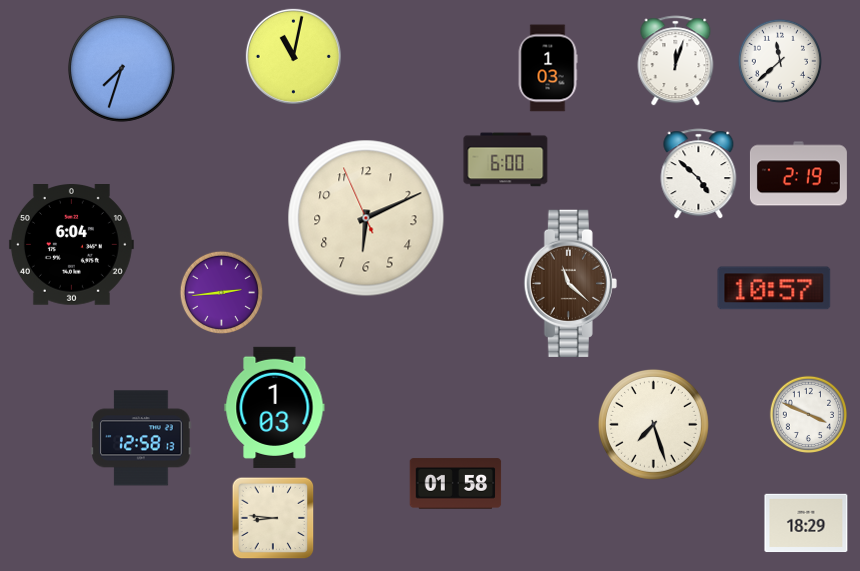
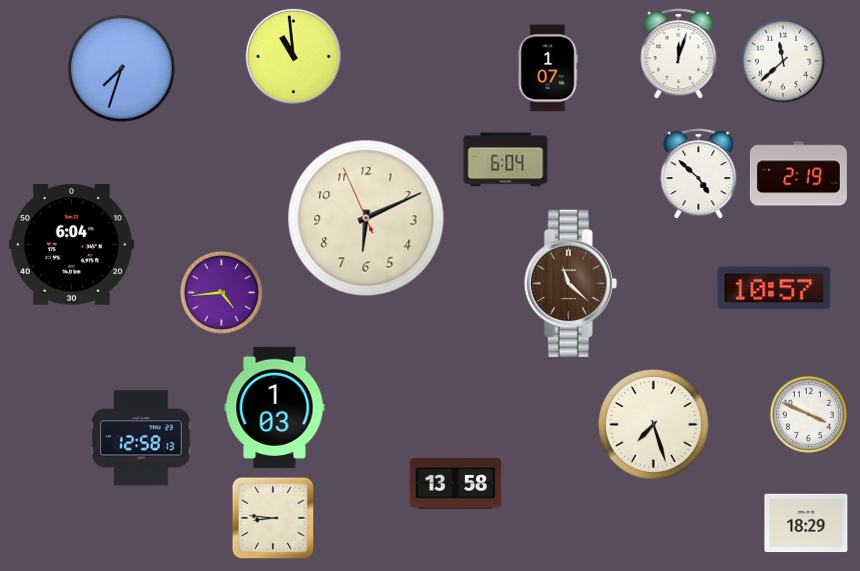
clock at (293, 56): 11:02 -> 10:59
clock at (676, 61) position: (676, 61) -> (679, 54)
clock at (780, 61) position: (780, 61) -> (783, 61)
clock at (548, 68): 1:03 -> 1:07
clock at (506, 160): 6:00 -> 6:04
clock at (221, 292): 2:44 -> 4:44
clock at (456, 484): 01:58 -> 13:58
